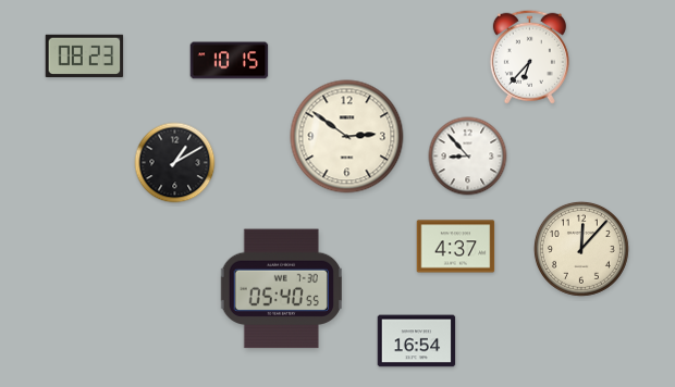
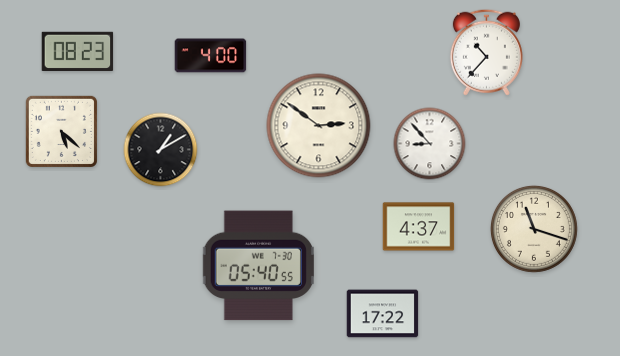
clock at (529, 57): 6:37 -> 10:37
clock at (230, 61): 10:15 -> 4:00
clock at (61, 131): none -> 5:22
clock at (581, 249): 12:07 -> 11:18
clock at (417, 341): 16:54 -> 17:22
